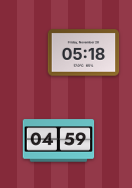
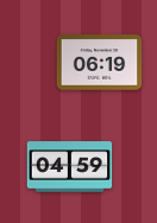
clock at (84, 53): 05:18 -> 06:19
